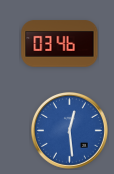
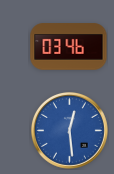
clock at (60, 44) position: (60, 44) -> (69, 47)
